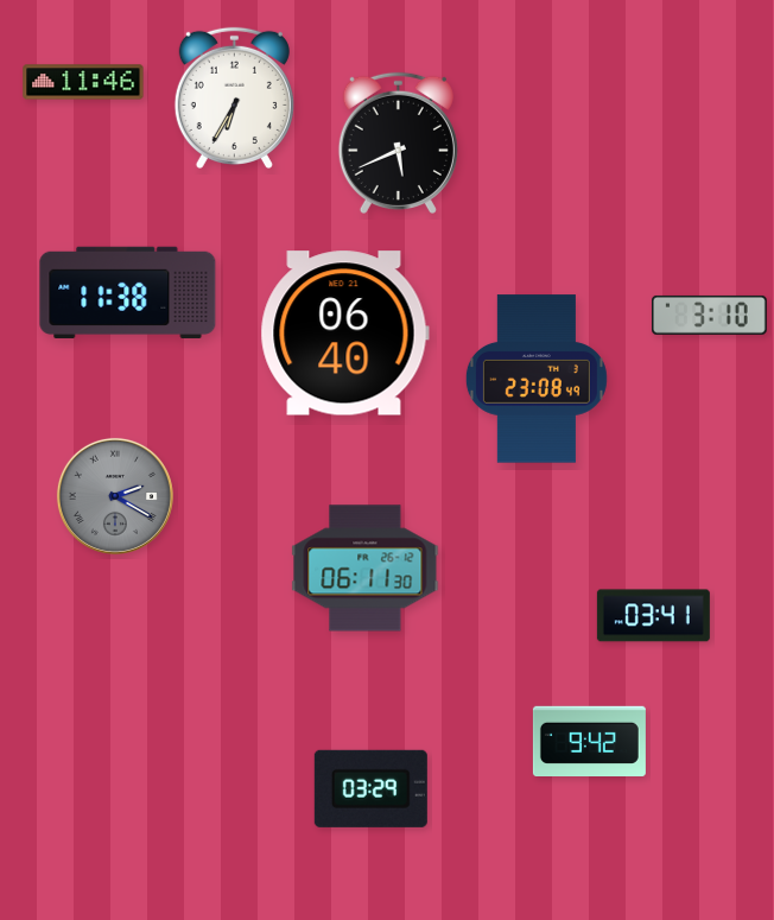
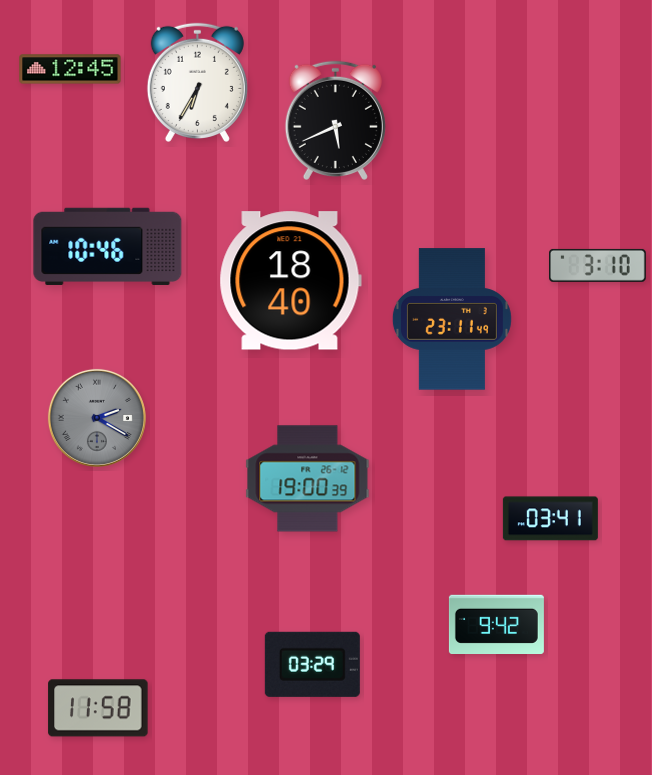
clock at (83, 82): 11:46 -> 12:45
clock at (128, 292): 11:38 -> 10:46
clock at (344, 334): 06:40 -> 18:40
clock at (537, 379): 23:08 -> 23:11
clock at (366, 569): 06:11 -> 19:00
clock at (98, 708): none -> 11:58
